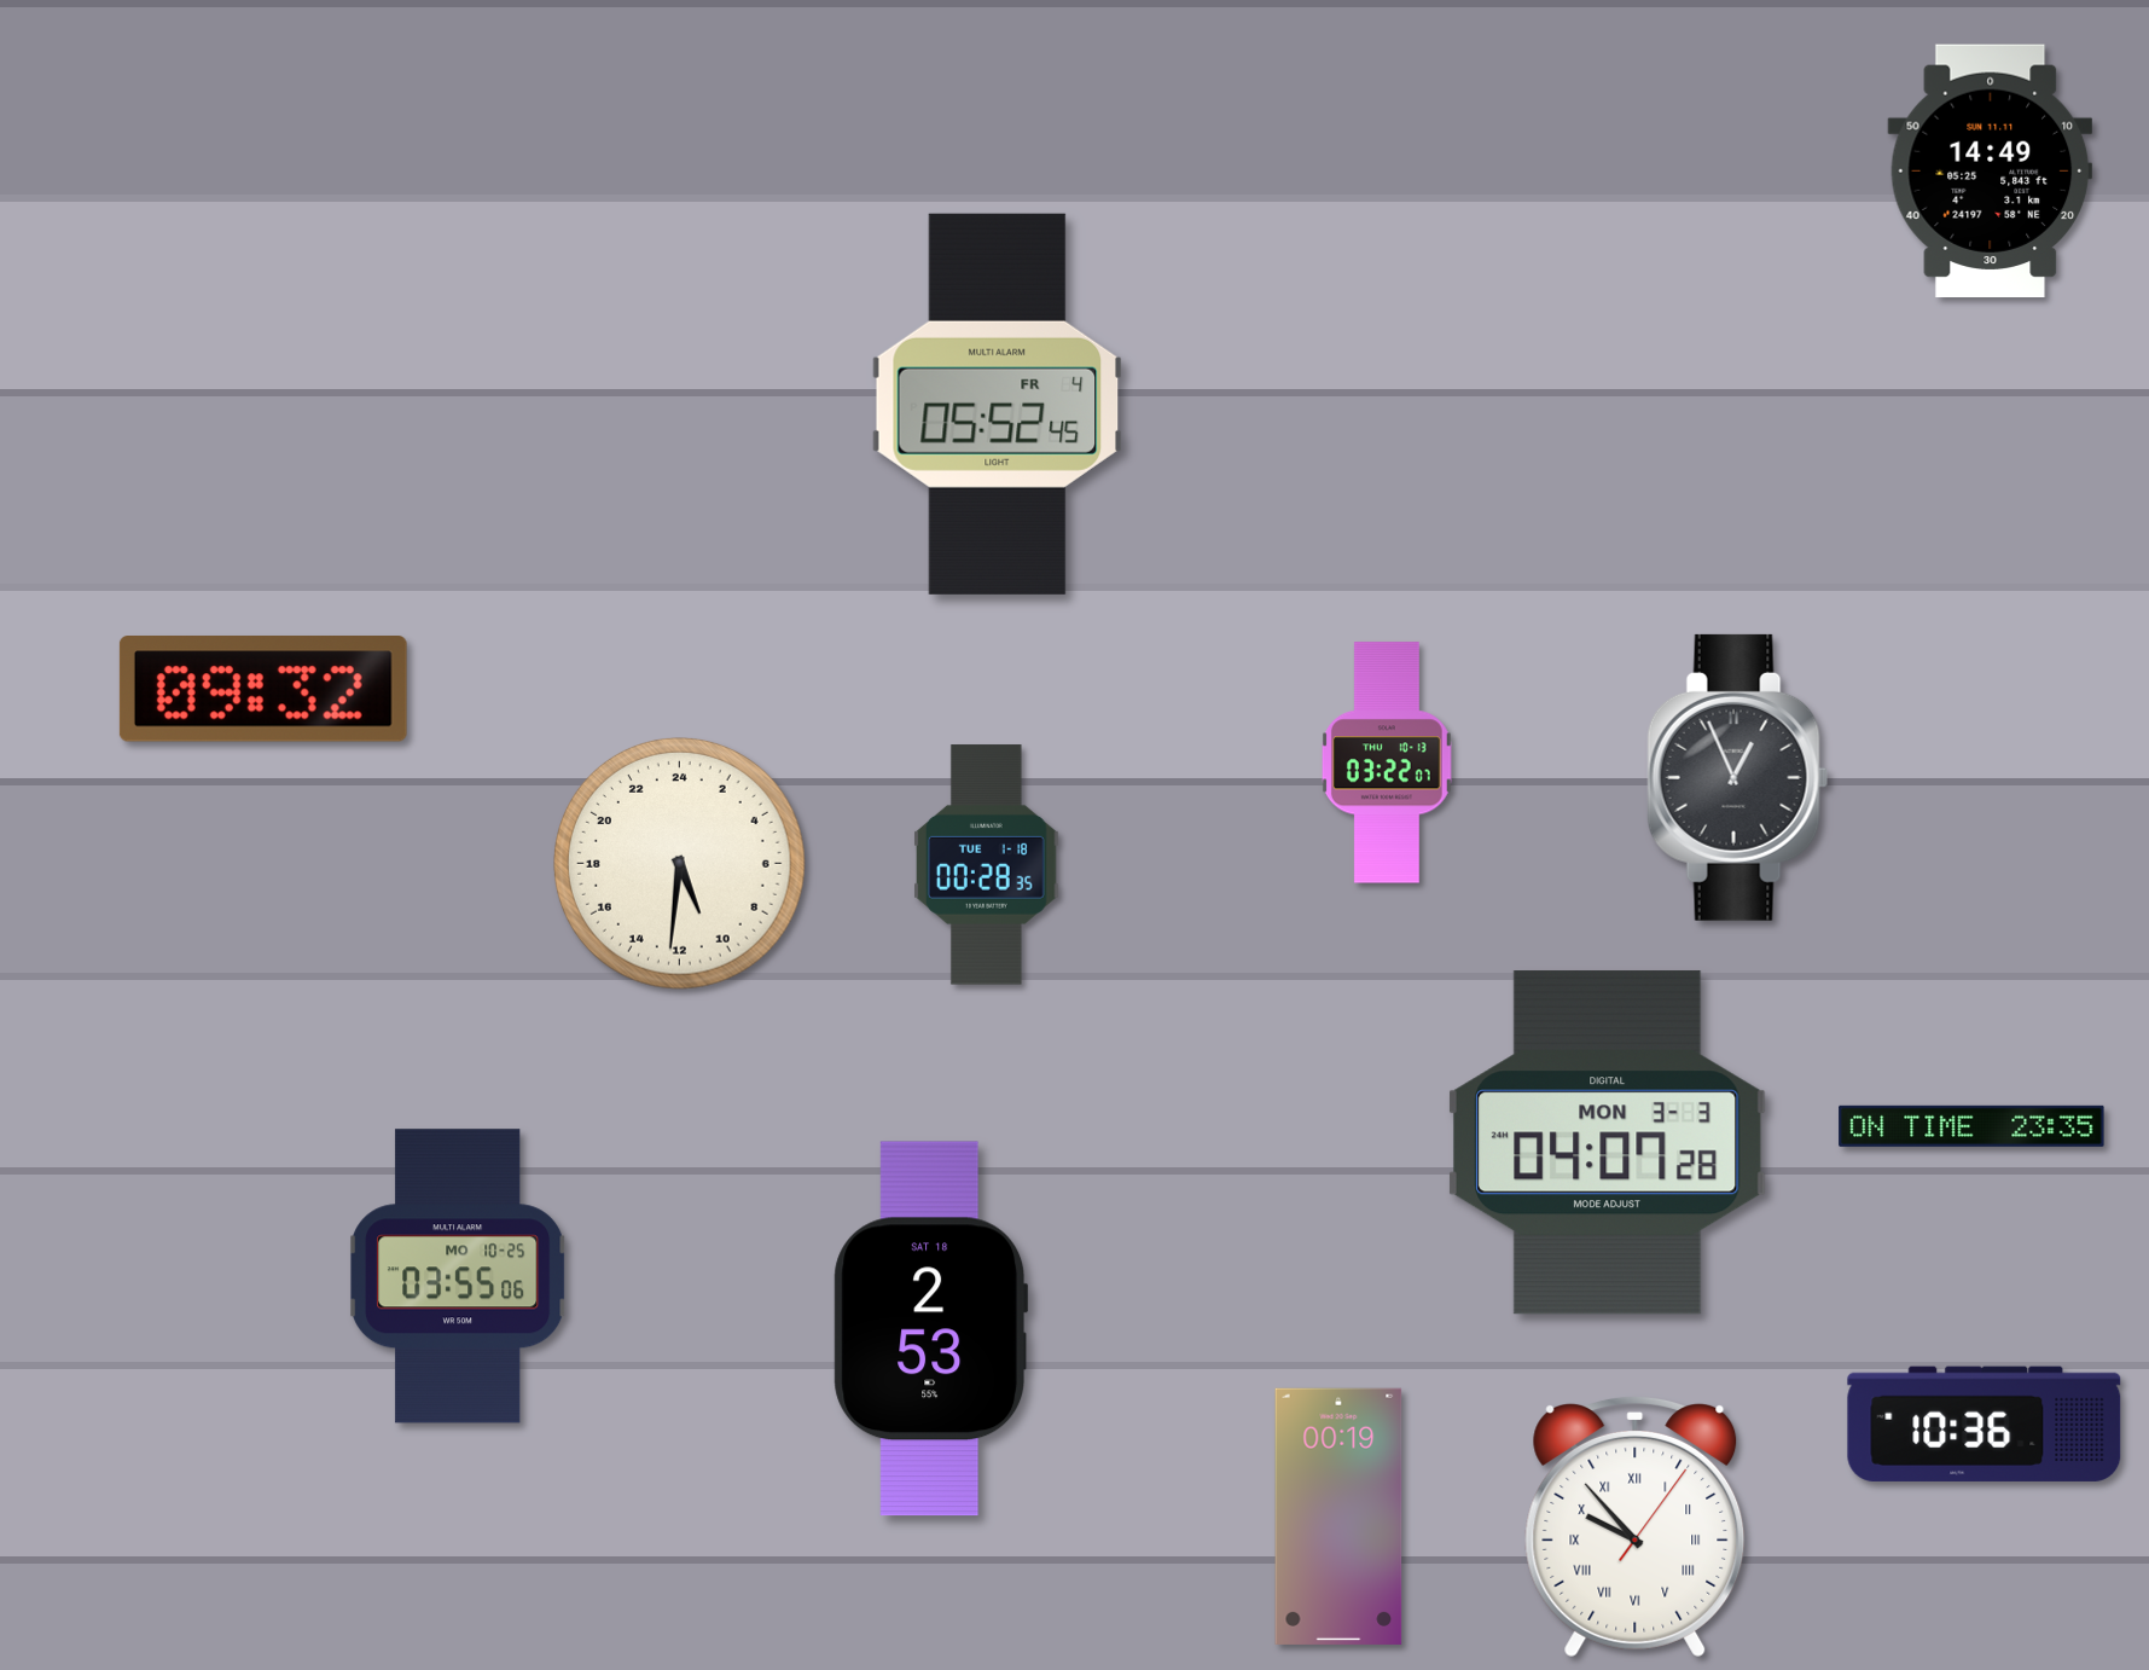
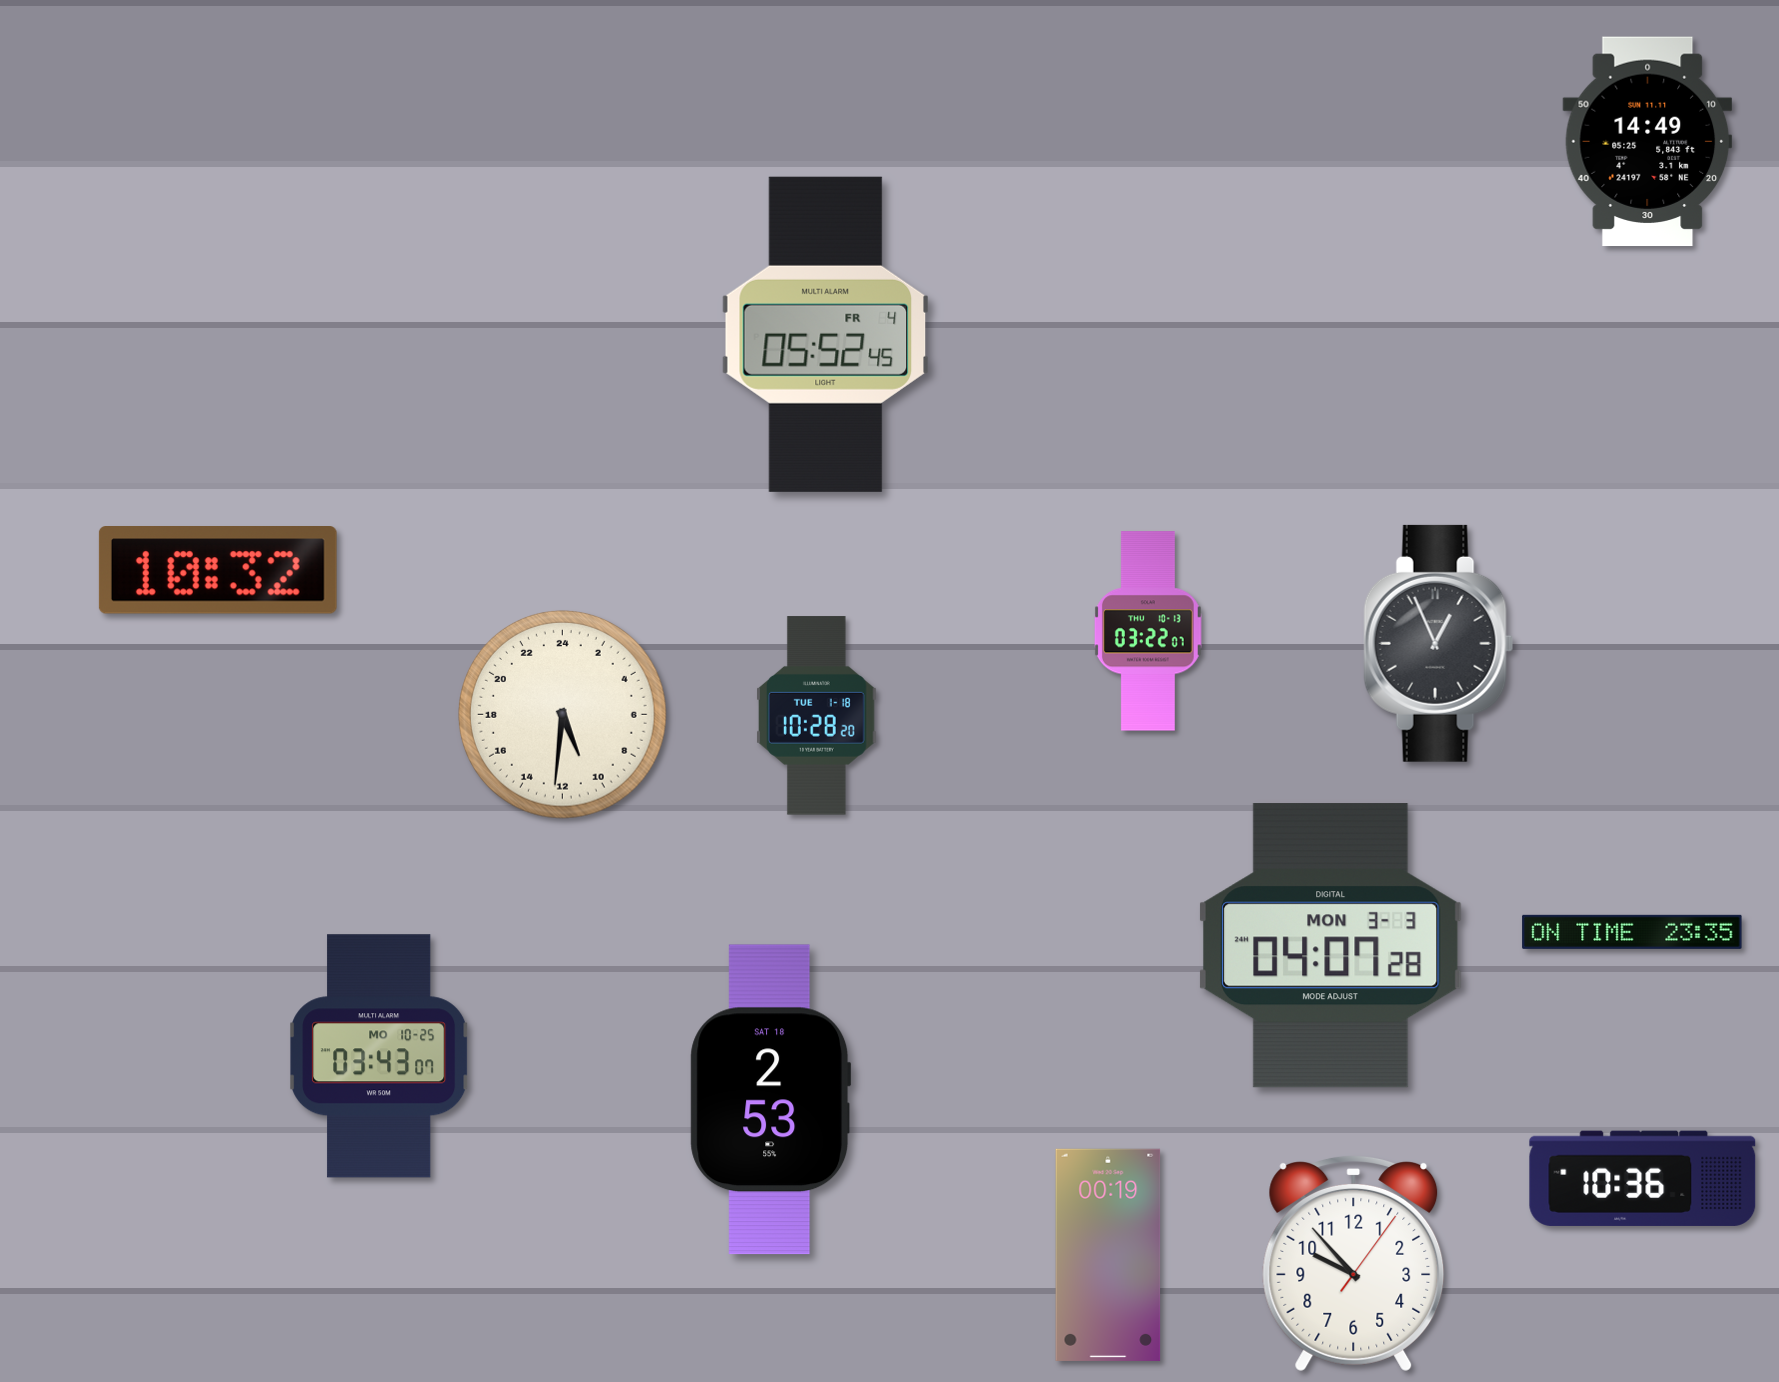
clock at (263, 690): 09:32 -> 10:32
clock at (987, 865): 00:28 -> 10:28
clock at (459, 1276): 03:55 -> 03:43
clock at (1636, 1526) numerals: Roman -> Arabic
